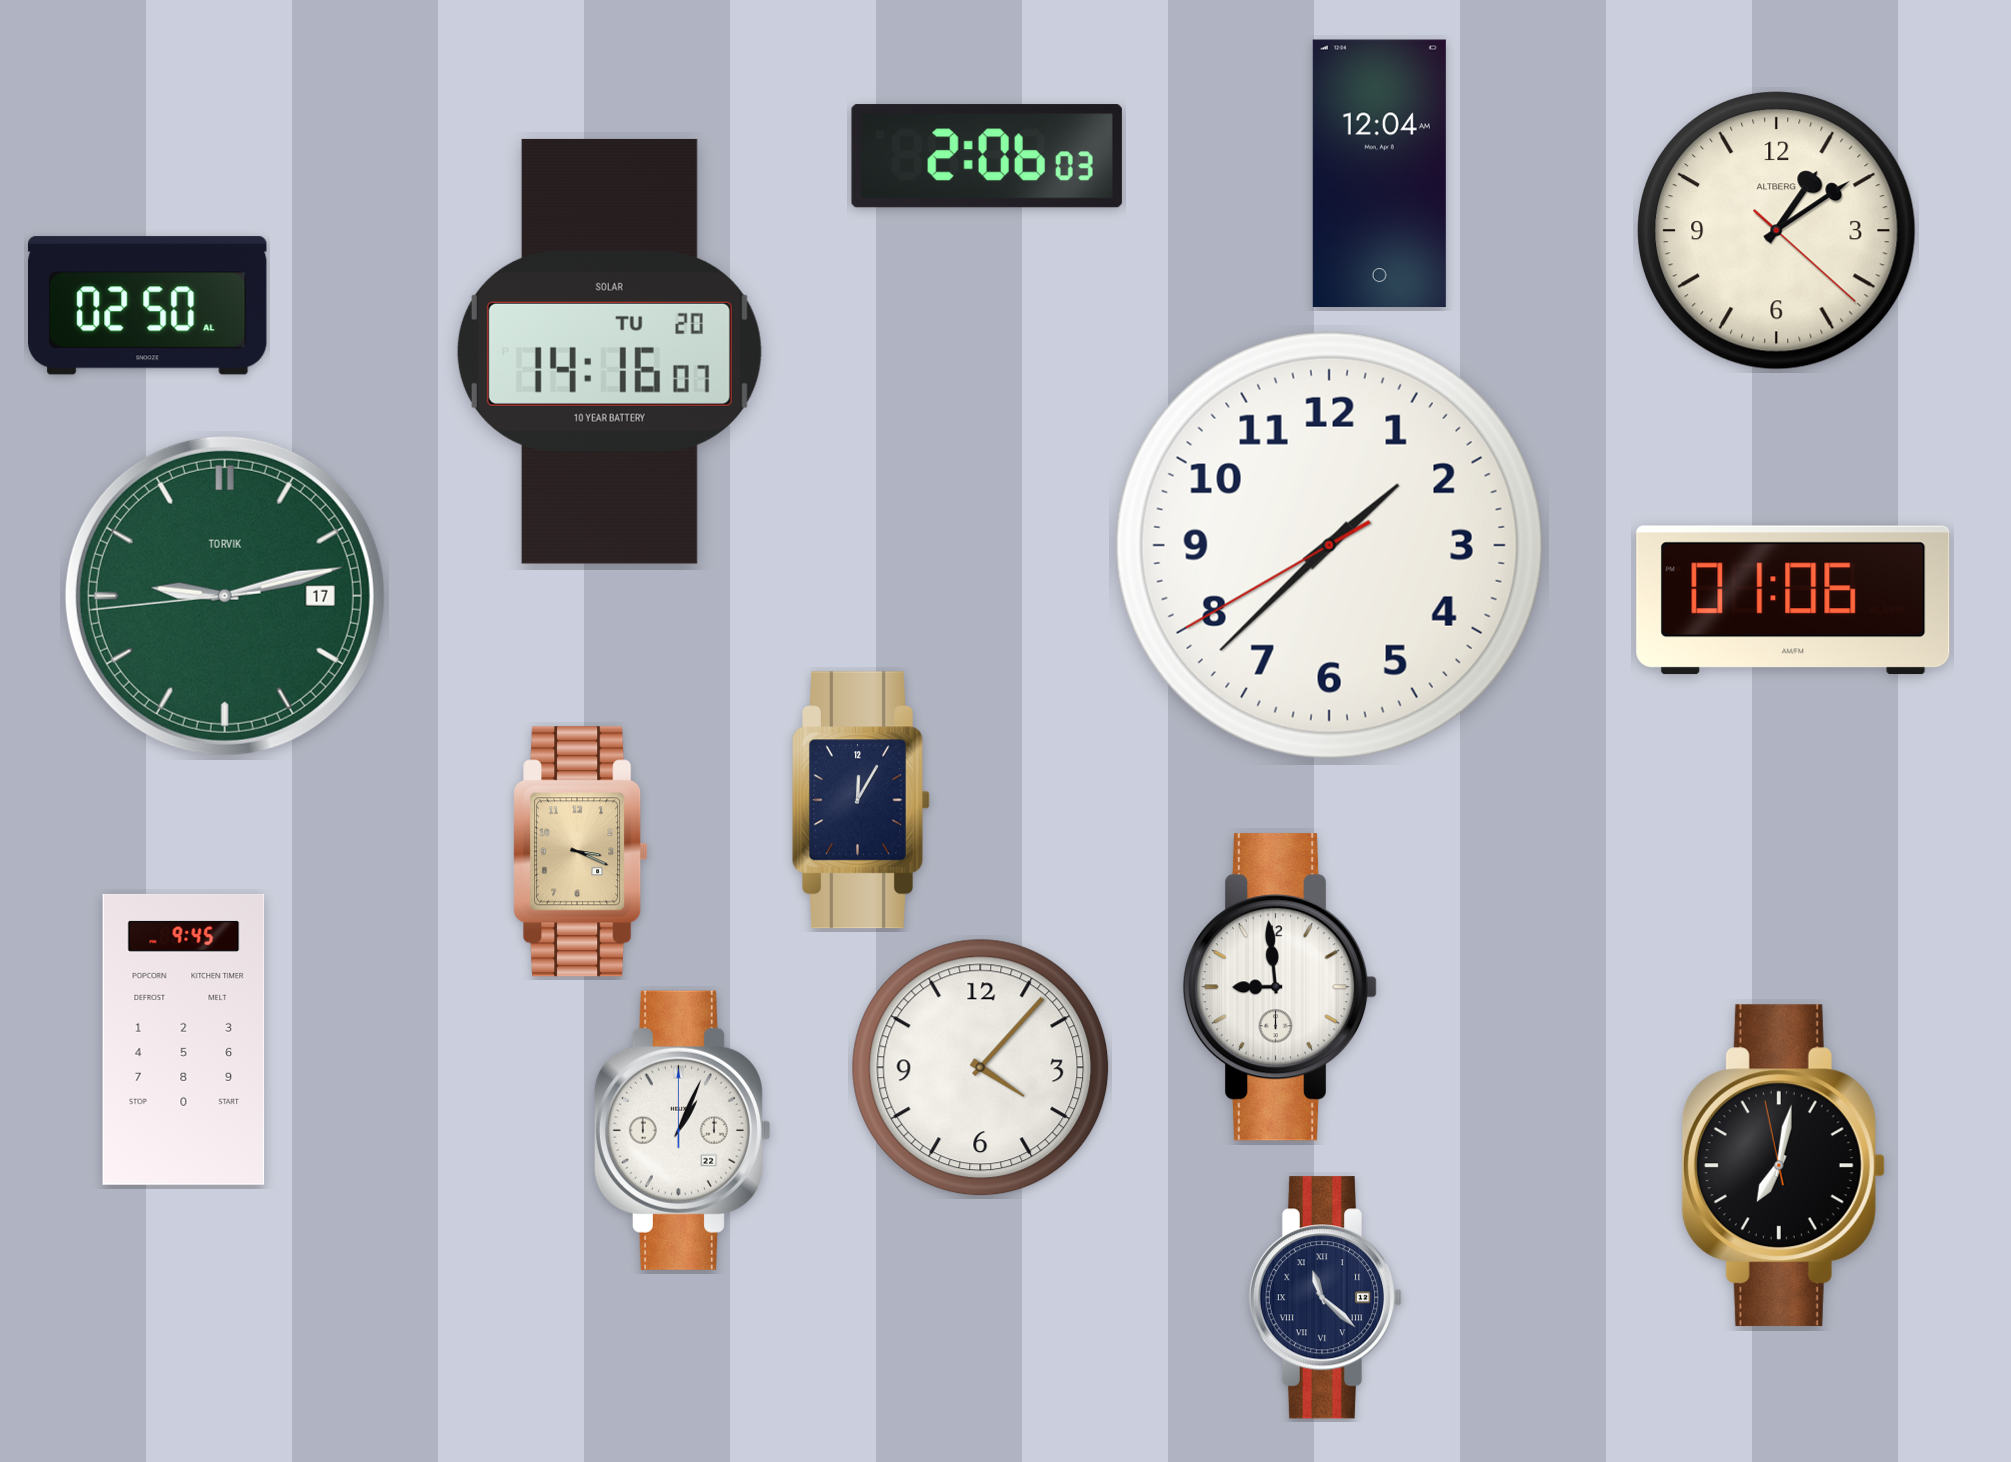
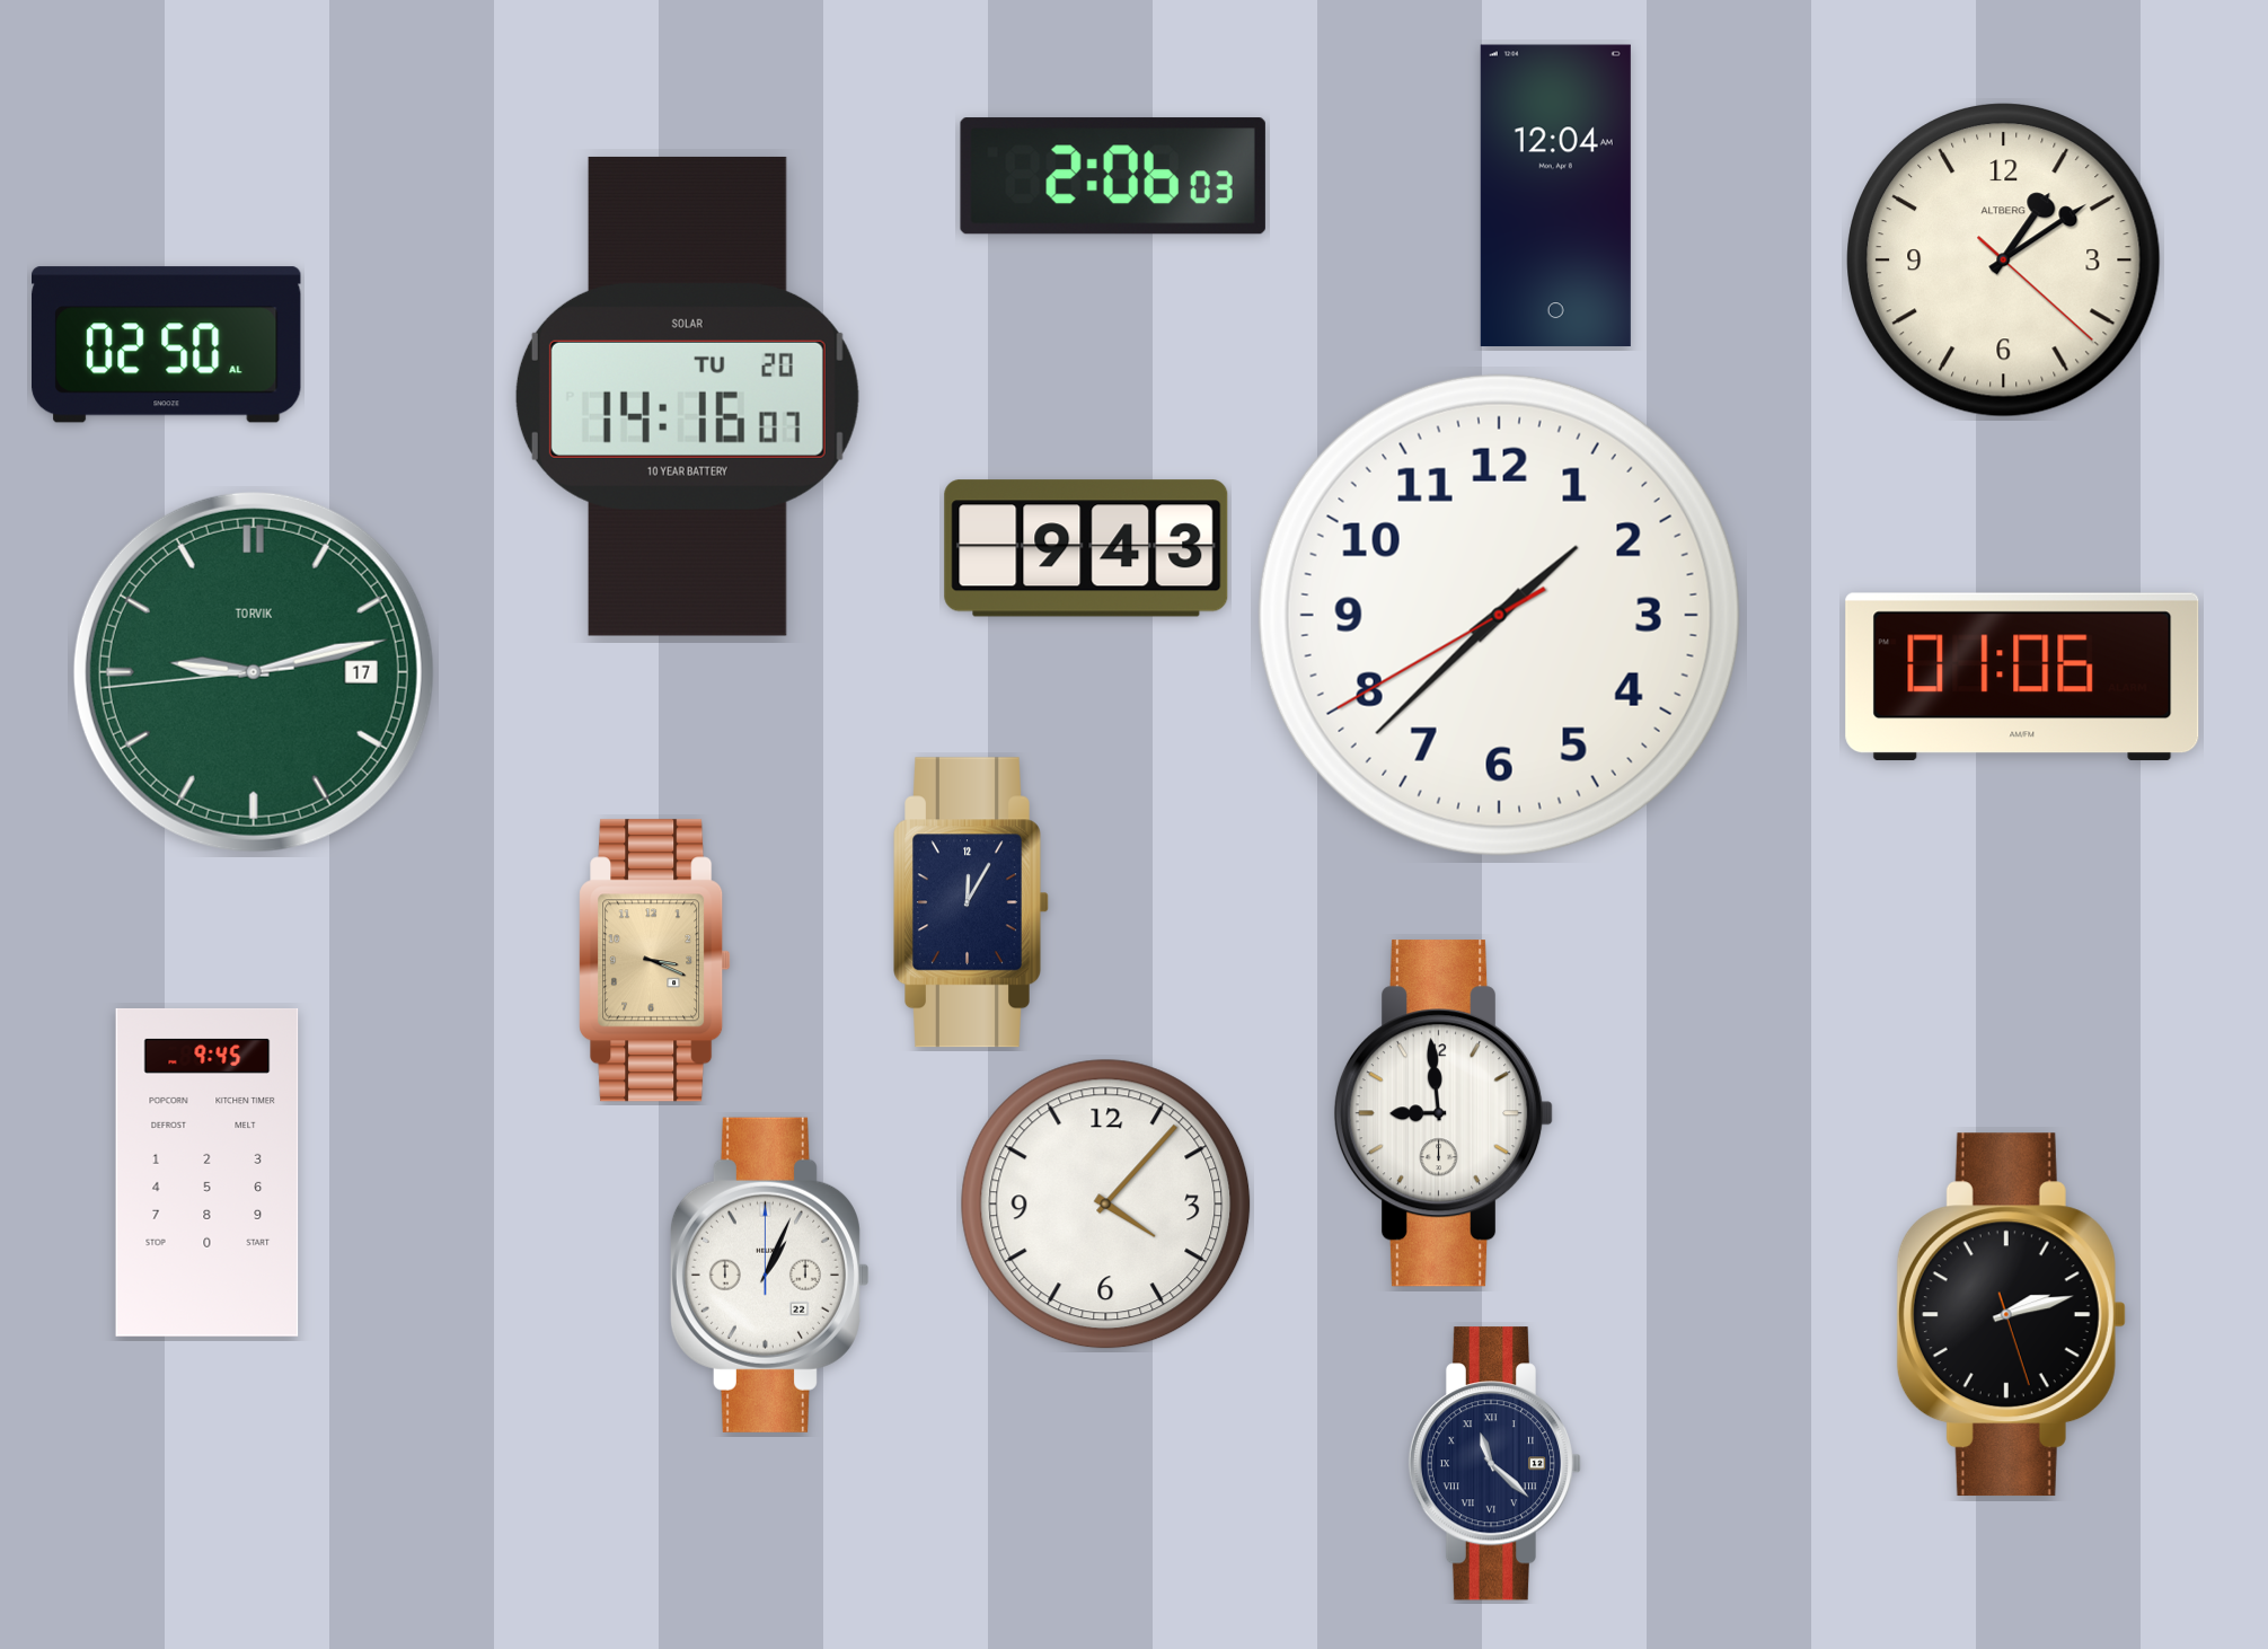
clock at (1086, 548): none -> 9:43
clock at (1783, 1166): 7:01 -> 2:12
